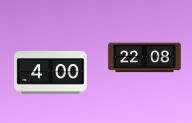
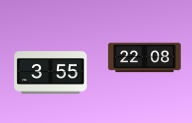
clock at (51, 73): 4:00 -> 3:55
